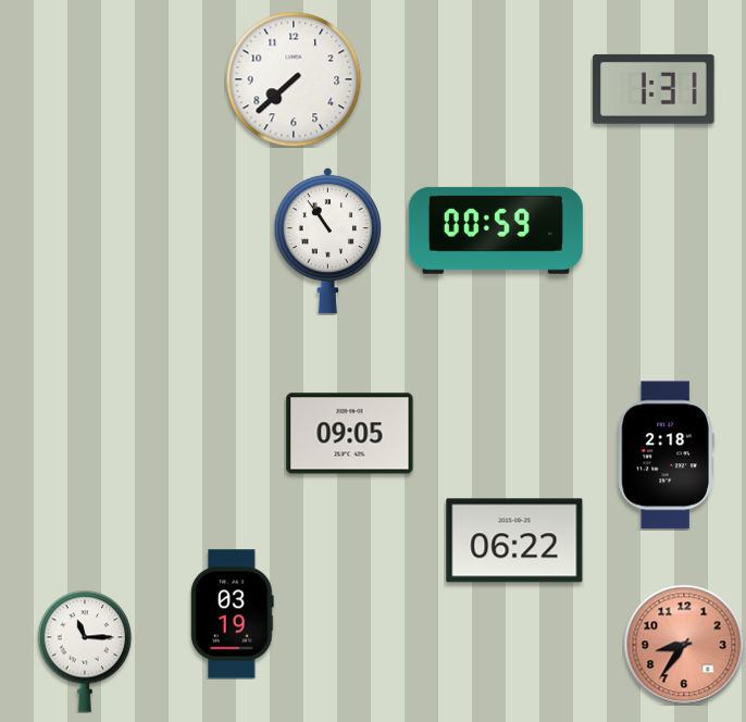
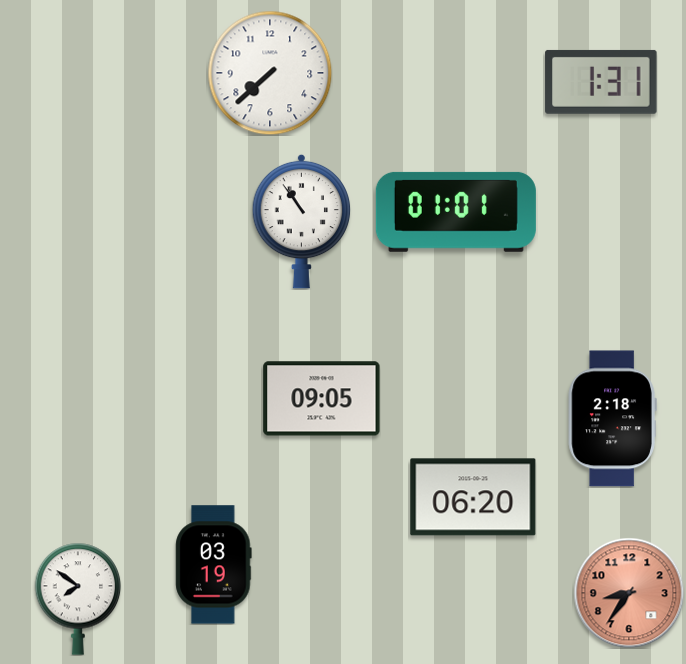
clock at (496, 231): 00:59 -> 01:01
clock at (514, 540): 06:22 -> 06:20
clock at (85, 651): 11:15 -> 7:51
